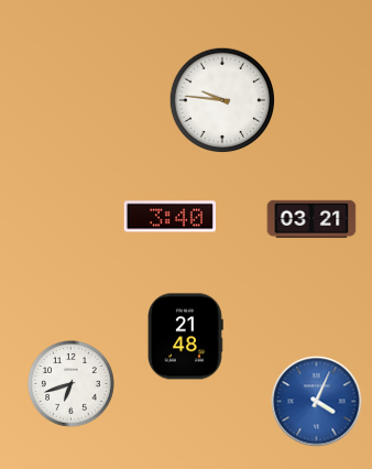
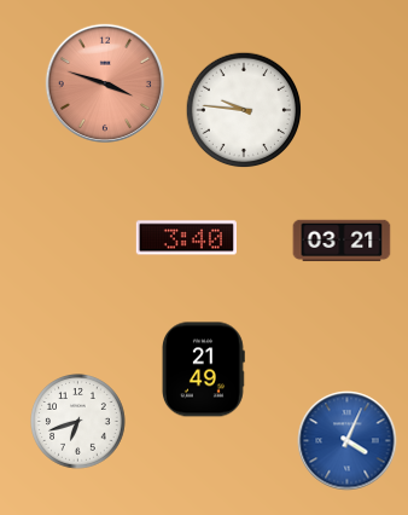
clock at (105, 83): none -> 3:48
clock at (185, 337): 21:48 -> 21:49
